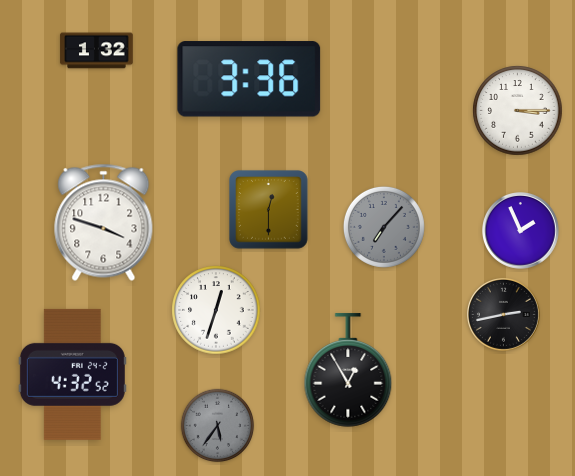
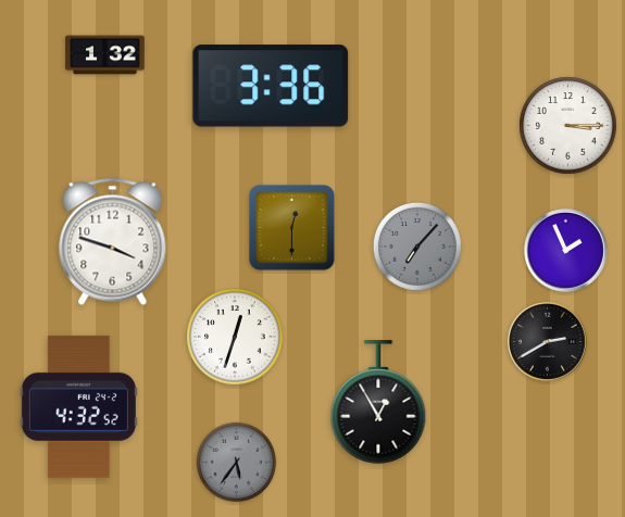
clock at (518, 111) position: (518, 111) -> (568, 126)
clock at (503, 314): 2:43 -> 2:40
